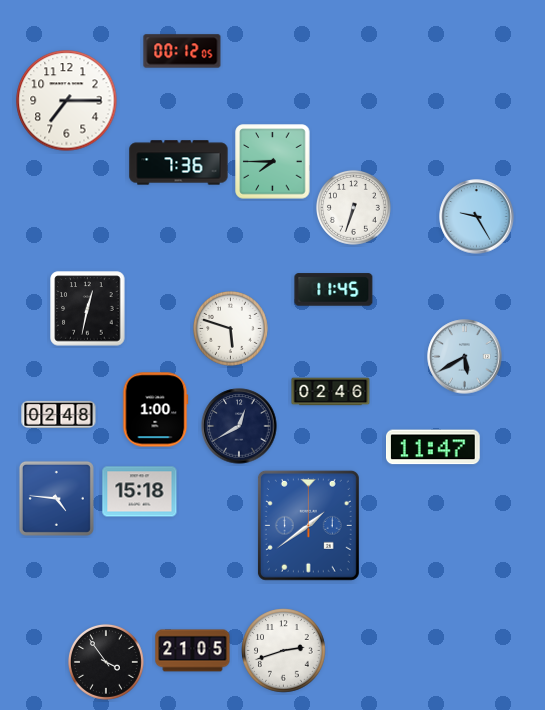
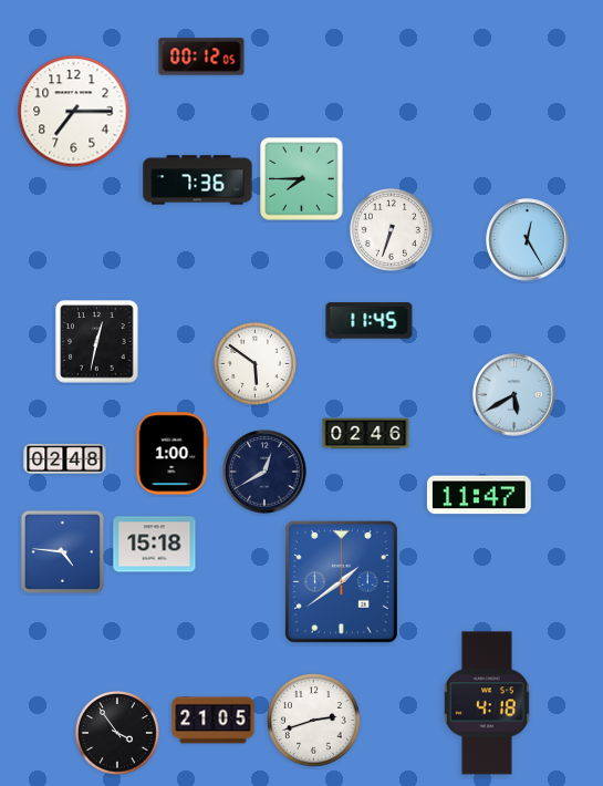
clock at (477, 217): 9:25 -> 12:25
clock at (230, 328): 5:48 -> 5:51
clock at (487, 703): none -> 4:18
